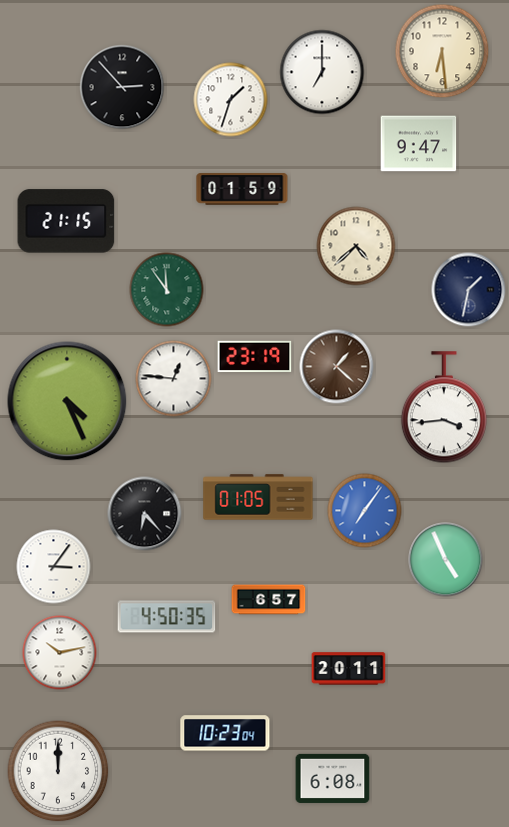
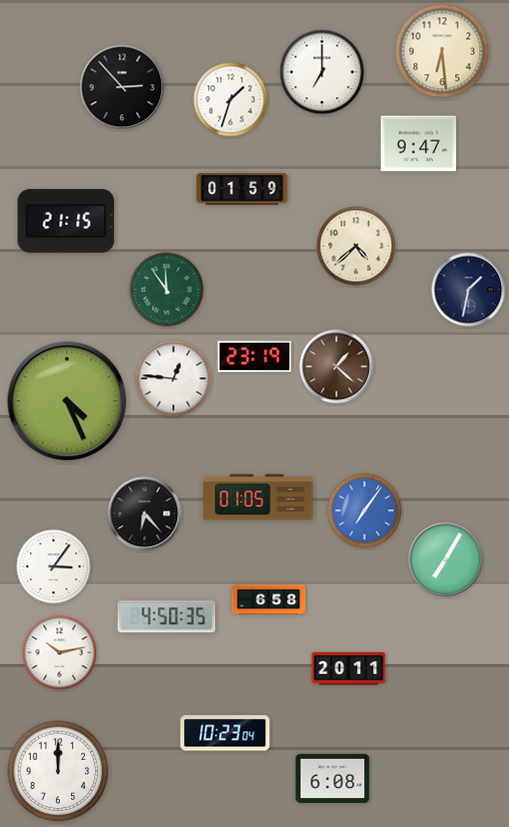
clock at (444, 408): 3:44 -> none
clock at (446, 560): 4:56 -> 7:05
clock at (269, 600): 6:57 -> 6:58
